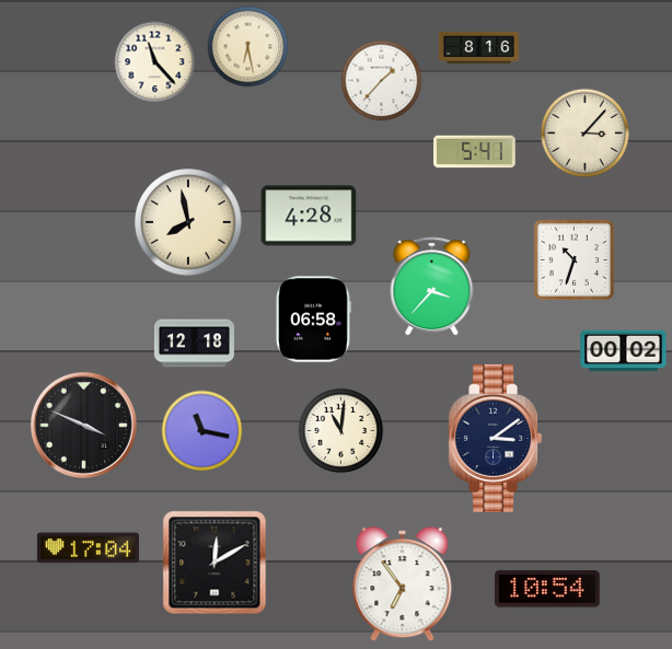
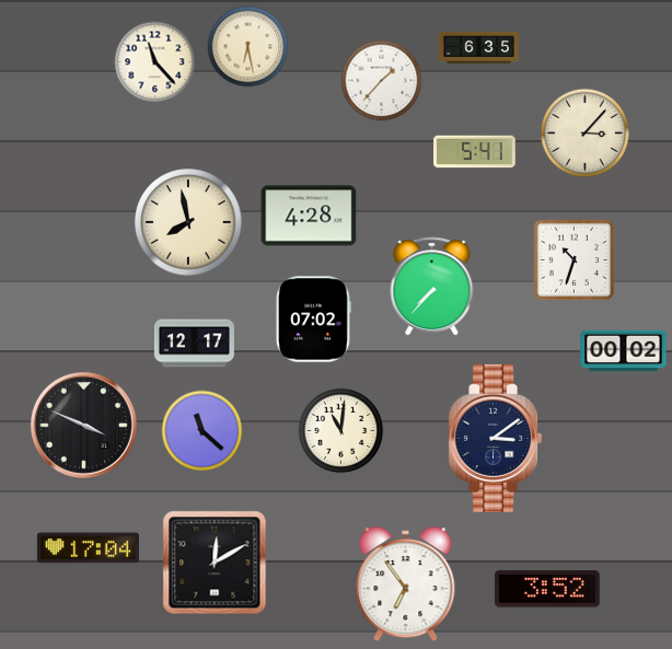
clock at (478, 47): 8:16 -> 6:35
clock at (432, 287): 3:37 -> 7:37
clock at (313, 320): 06:58 -> 07:02
clock at (194, 344): 12:18 -> 12:17
clock at (202, 431): 11:17 -> 11:22
clock at (403, 584) position: (403, 584) -> (406, 584)
clock at (547, 589): 10:54 -> 3:52
